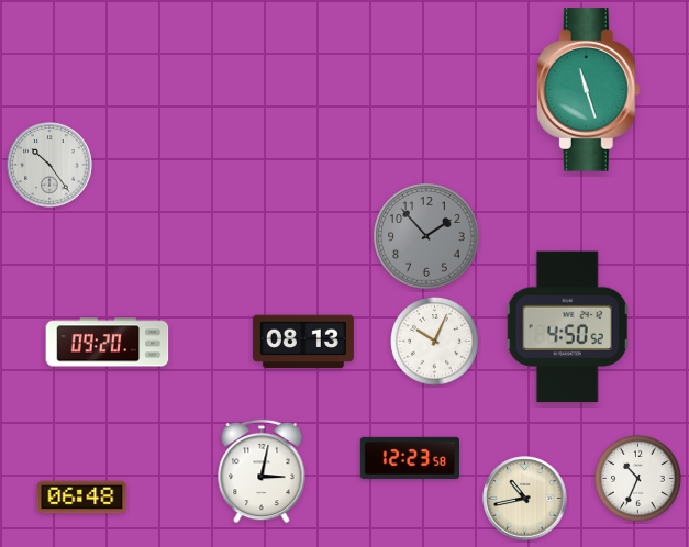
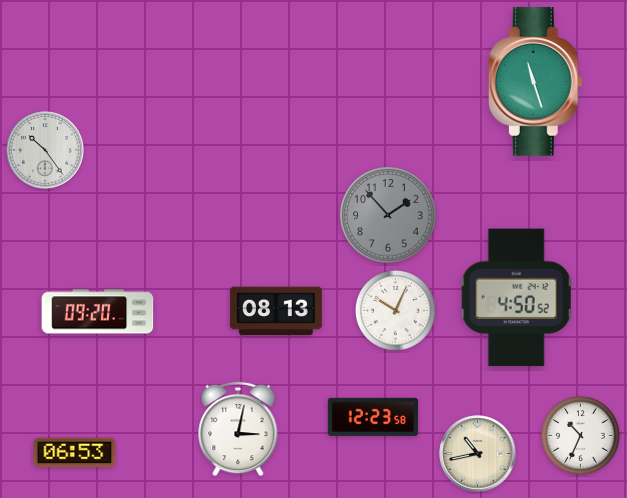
clock at (82, 498): 06:48 -> 06:53
